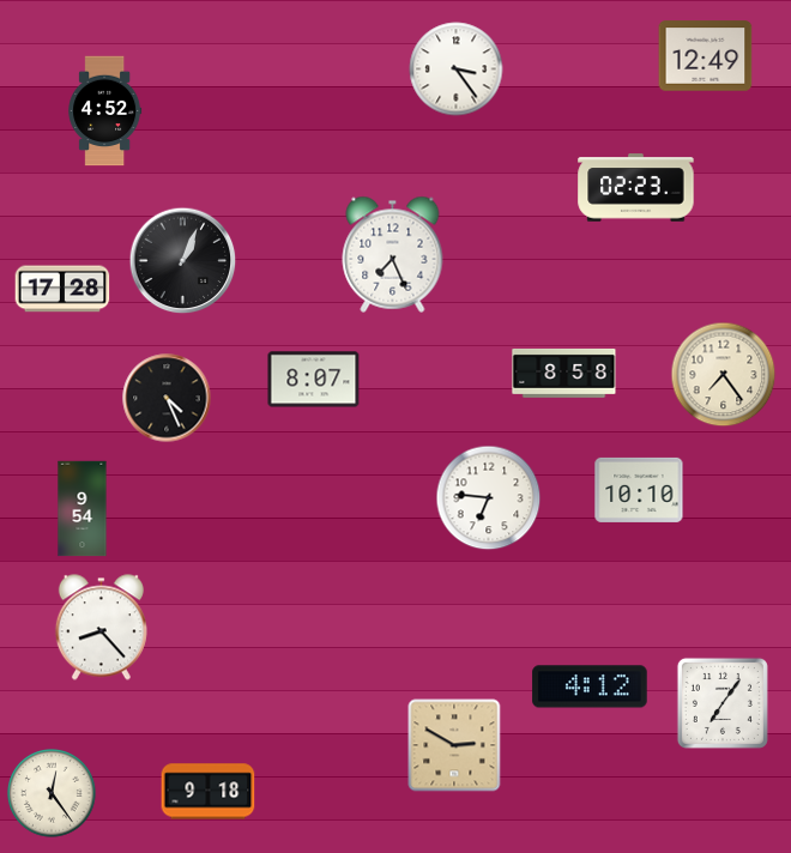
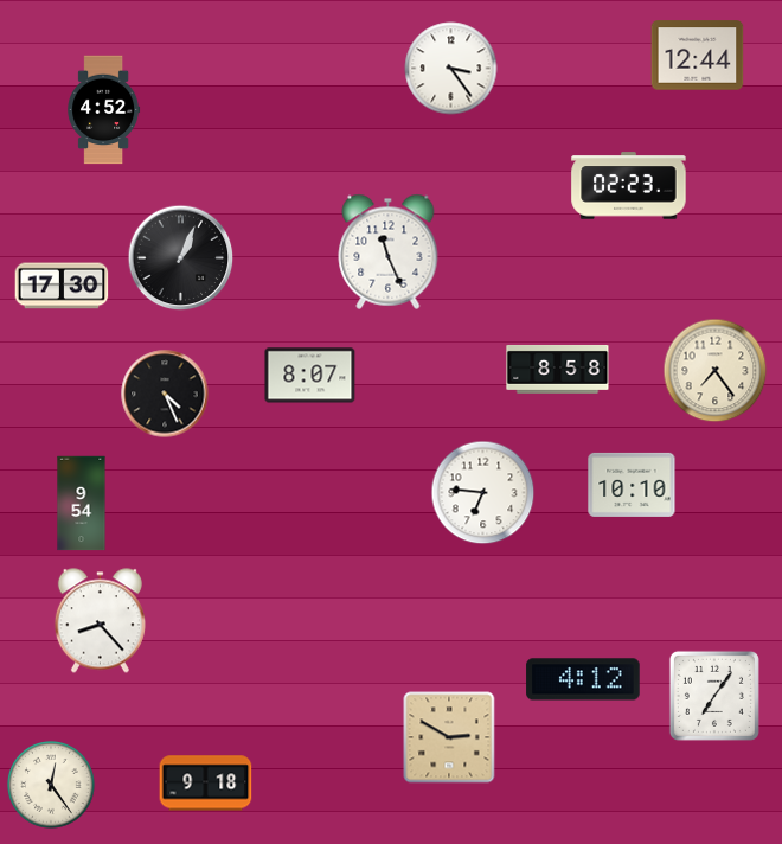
clock at (706, 56): 12:49 -> 12:44
clock at (393, 254): 7:26 -> 11:26
clock at (62, 289): 17:28 -> 17:30
